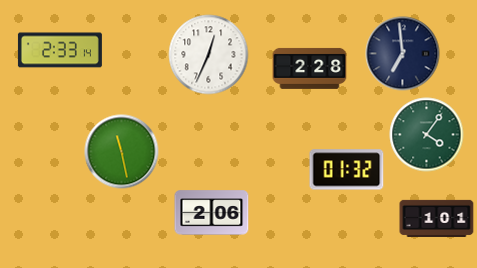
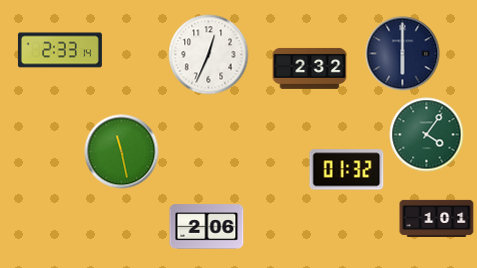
clock at (403, 54): 6:59 -> 6:00
clock at (310, 68): 2:28 -> 2:32
clock at (212, 213) position: (212, 213) -> (207, 227)
